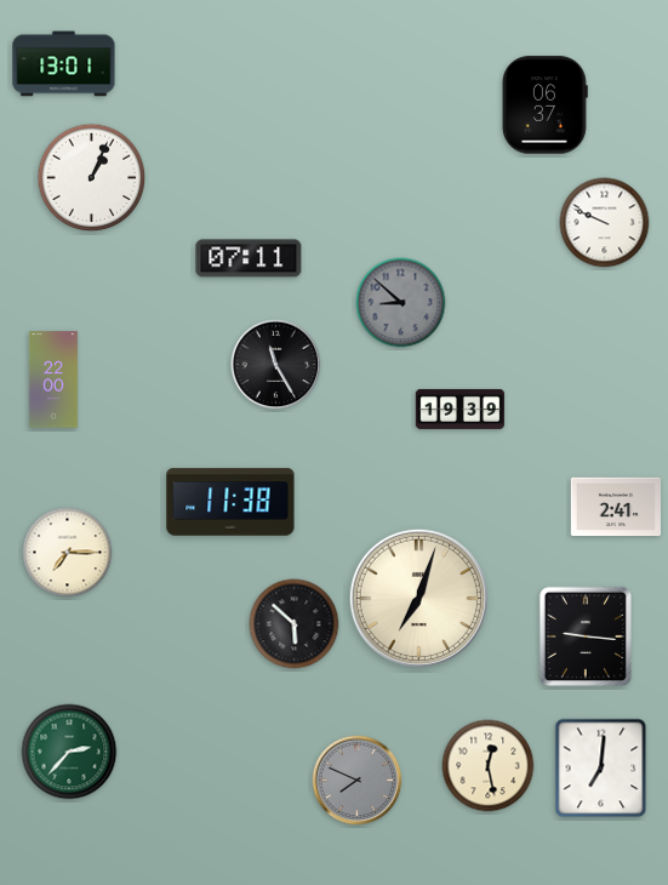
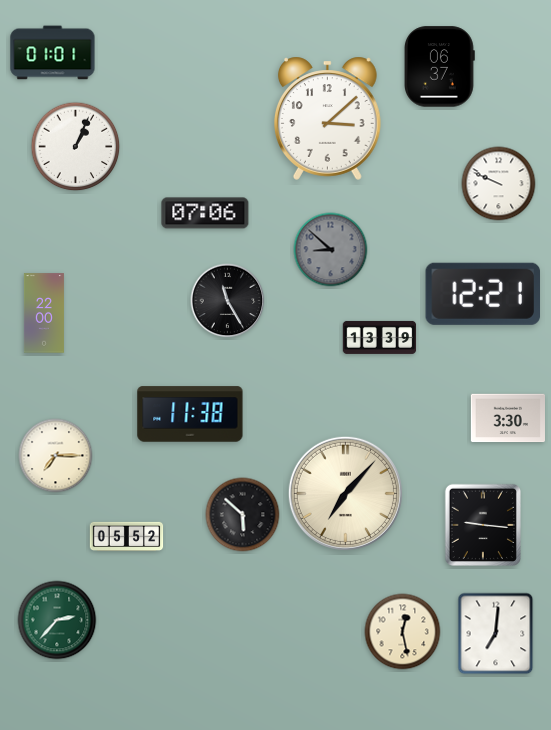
clock at (64, 64): 13:01 -> 01:01
clock at (544, 105) position: (544, 105) -> (439, 67)
clock at (327, 118): none -> 3:08
clock at (249, 258): 07:11 -> 07:06
clock at (482, 294): none -> 12:21
clock at (461, 409): 19:39 -> 13:39
clock at (615, 507): 2:41 -> 3:30
clock at (418, 598): 7:03 -> 7:07
clock at (127, 537): none -> 05:52
clock at (358, 781): 7:49 -> none
